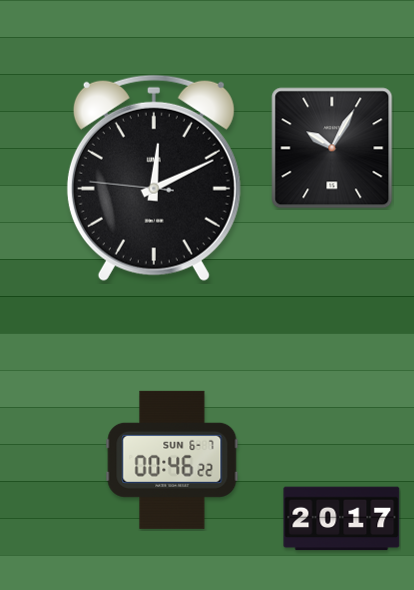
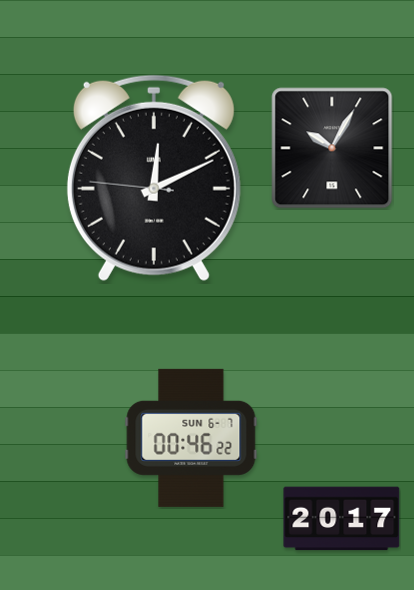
clock at (172, 460) position: (172, 460) -> (191, 438)
